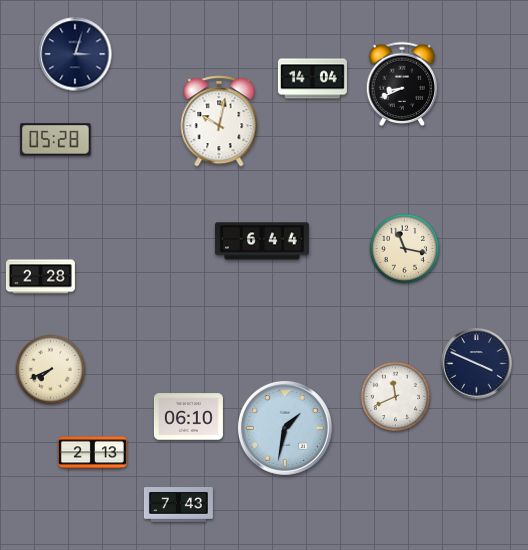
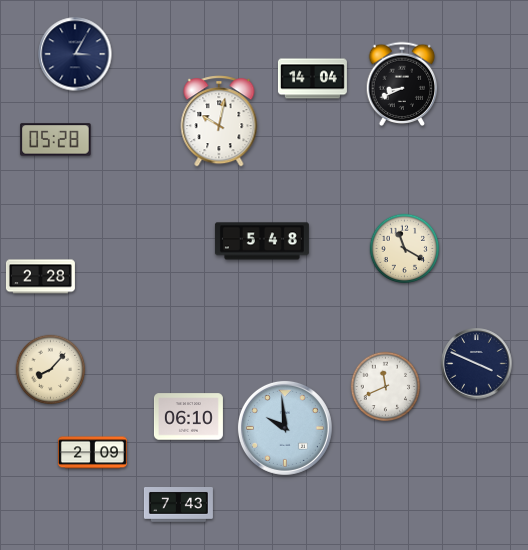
clock at (75, 54): 3:03 -> 3:05
clock at (262, 241): 6:44 -> 5:48
clock at (405, 249): 11:17 -> 11:20
clock at (51, 370): 7:41 -> 8:07
clock at (396, 397) position: (396, 397) -> (386, 387)
clock at (285, 428): 1:32 -> 9:59
clock at (92, 453): 2:13 -> 2:09
